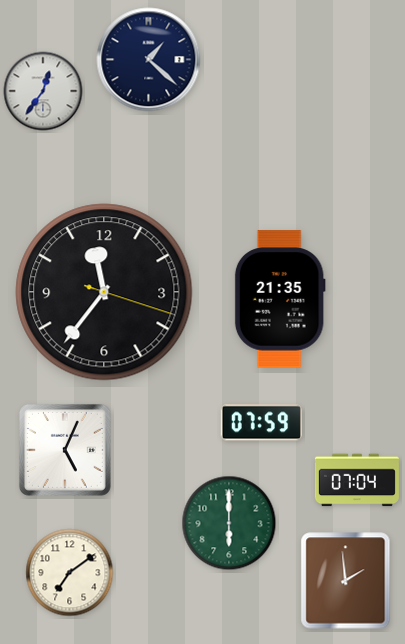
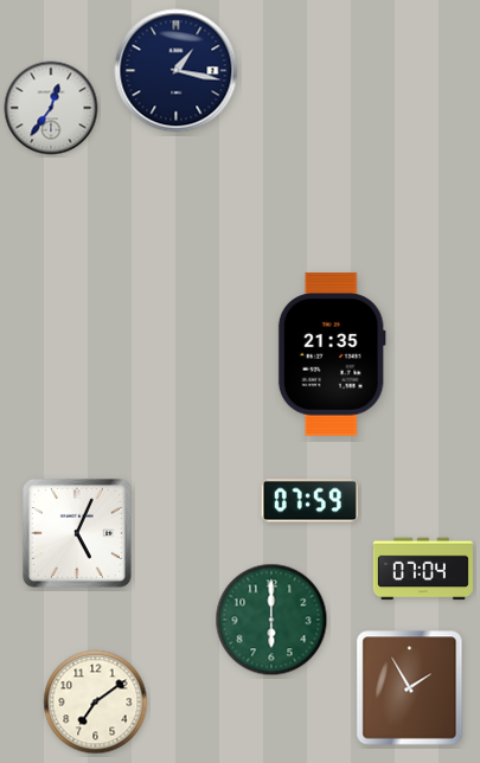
clock at (149, 60): 1:22 -> 1:17
clock at (104, 292): 11:36 -> none
clock at (70, 573) position: (70, 573) -> (96, 703)
clock at (346, 581): 1:59 -> 1:55
